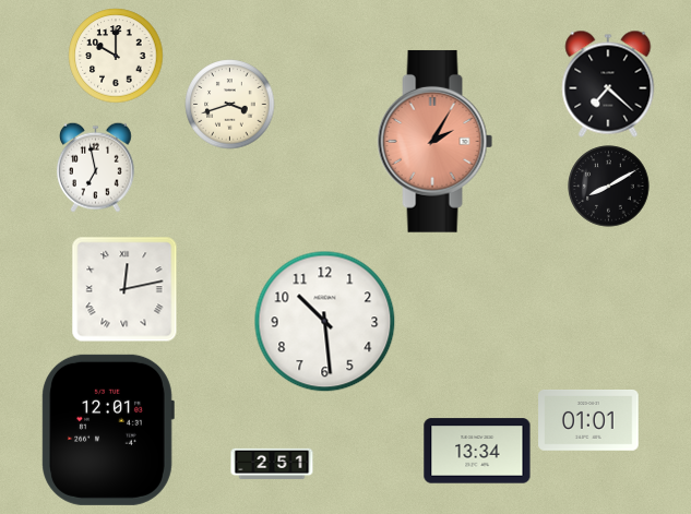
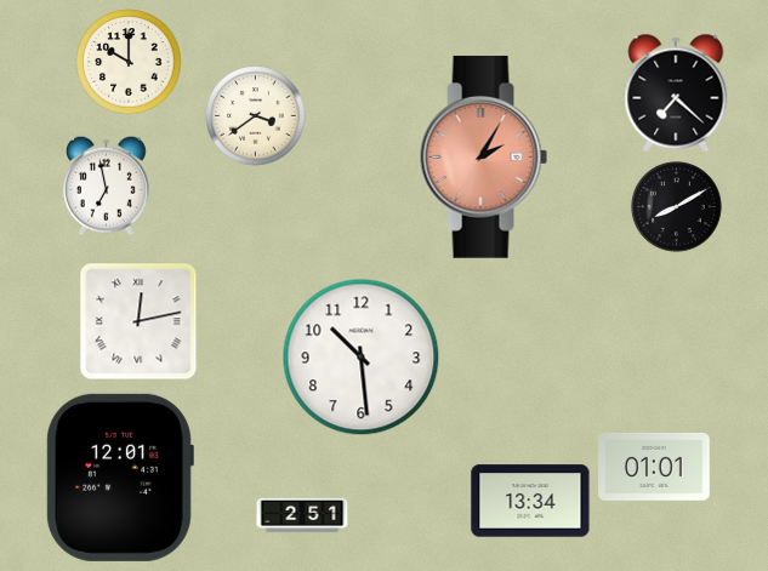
clock at (230, 105): 3:42 -> 3:39
